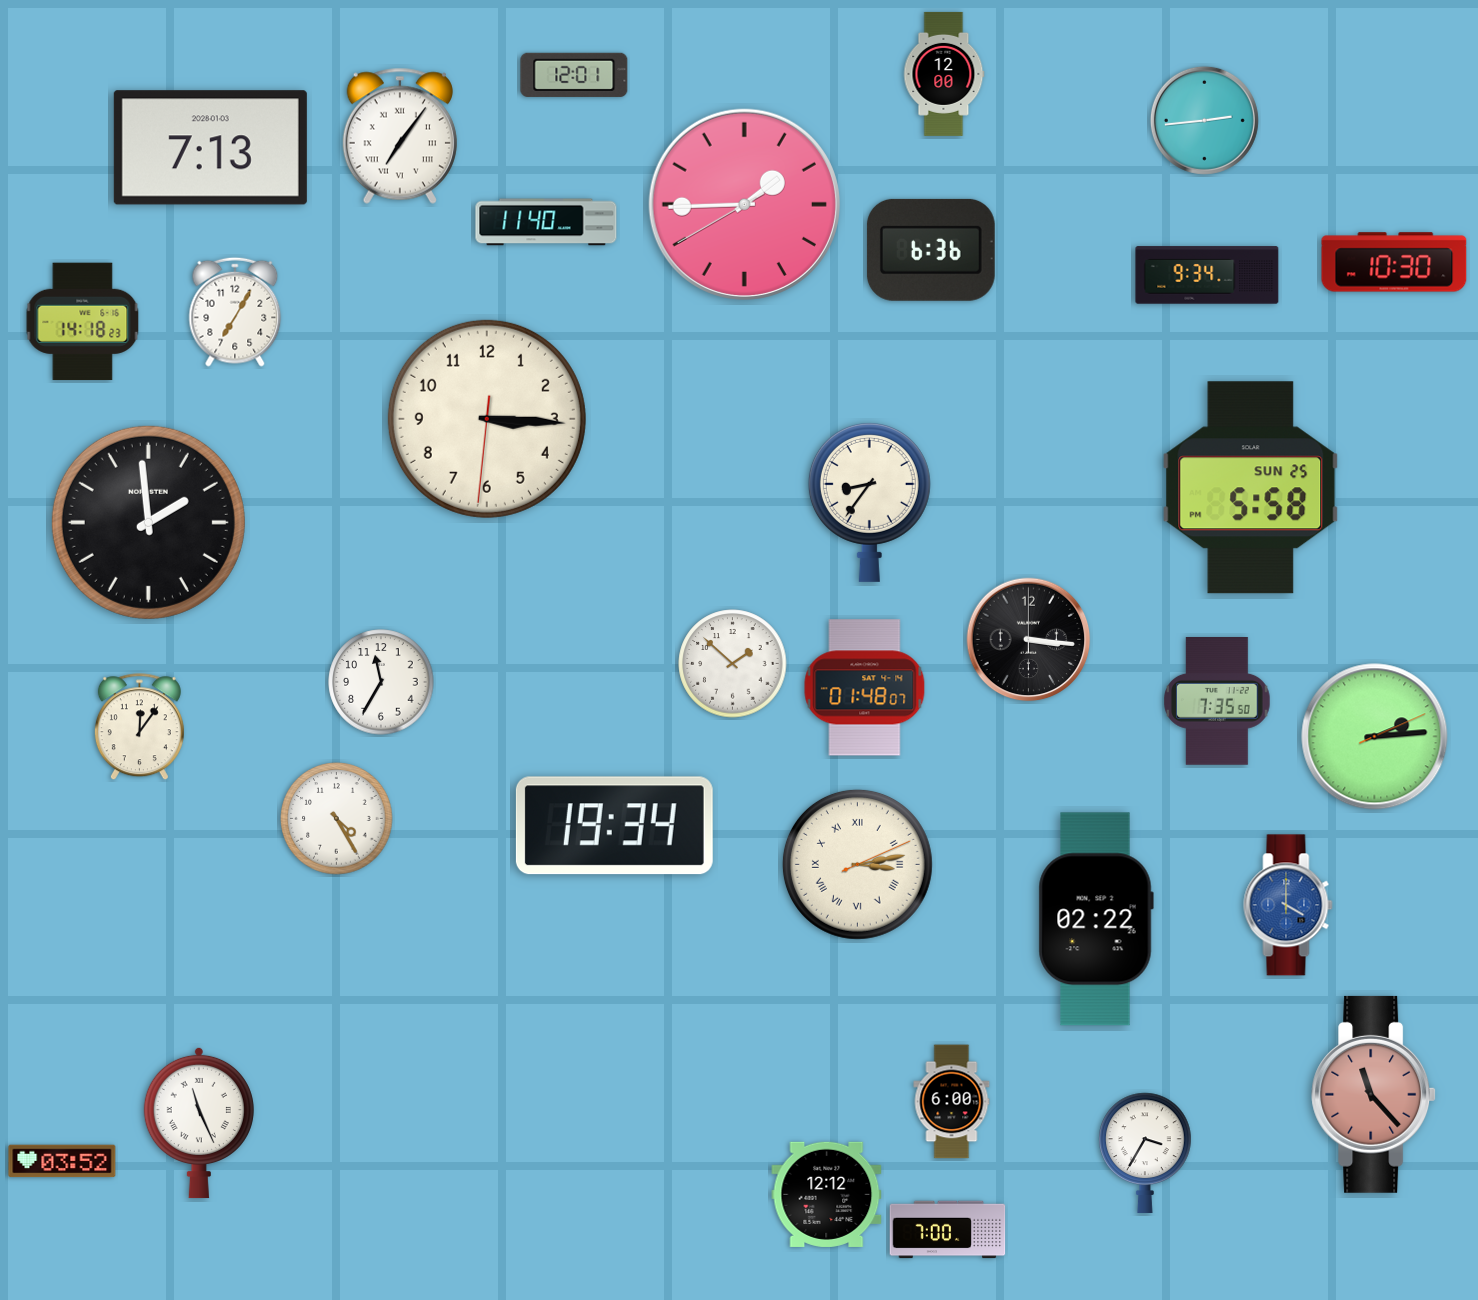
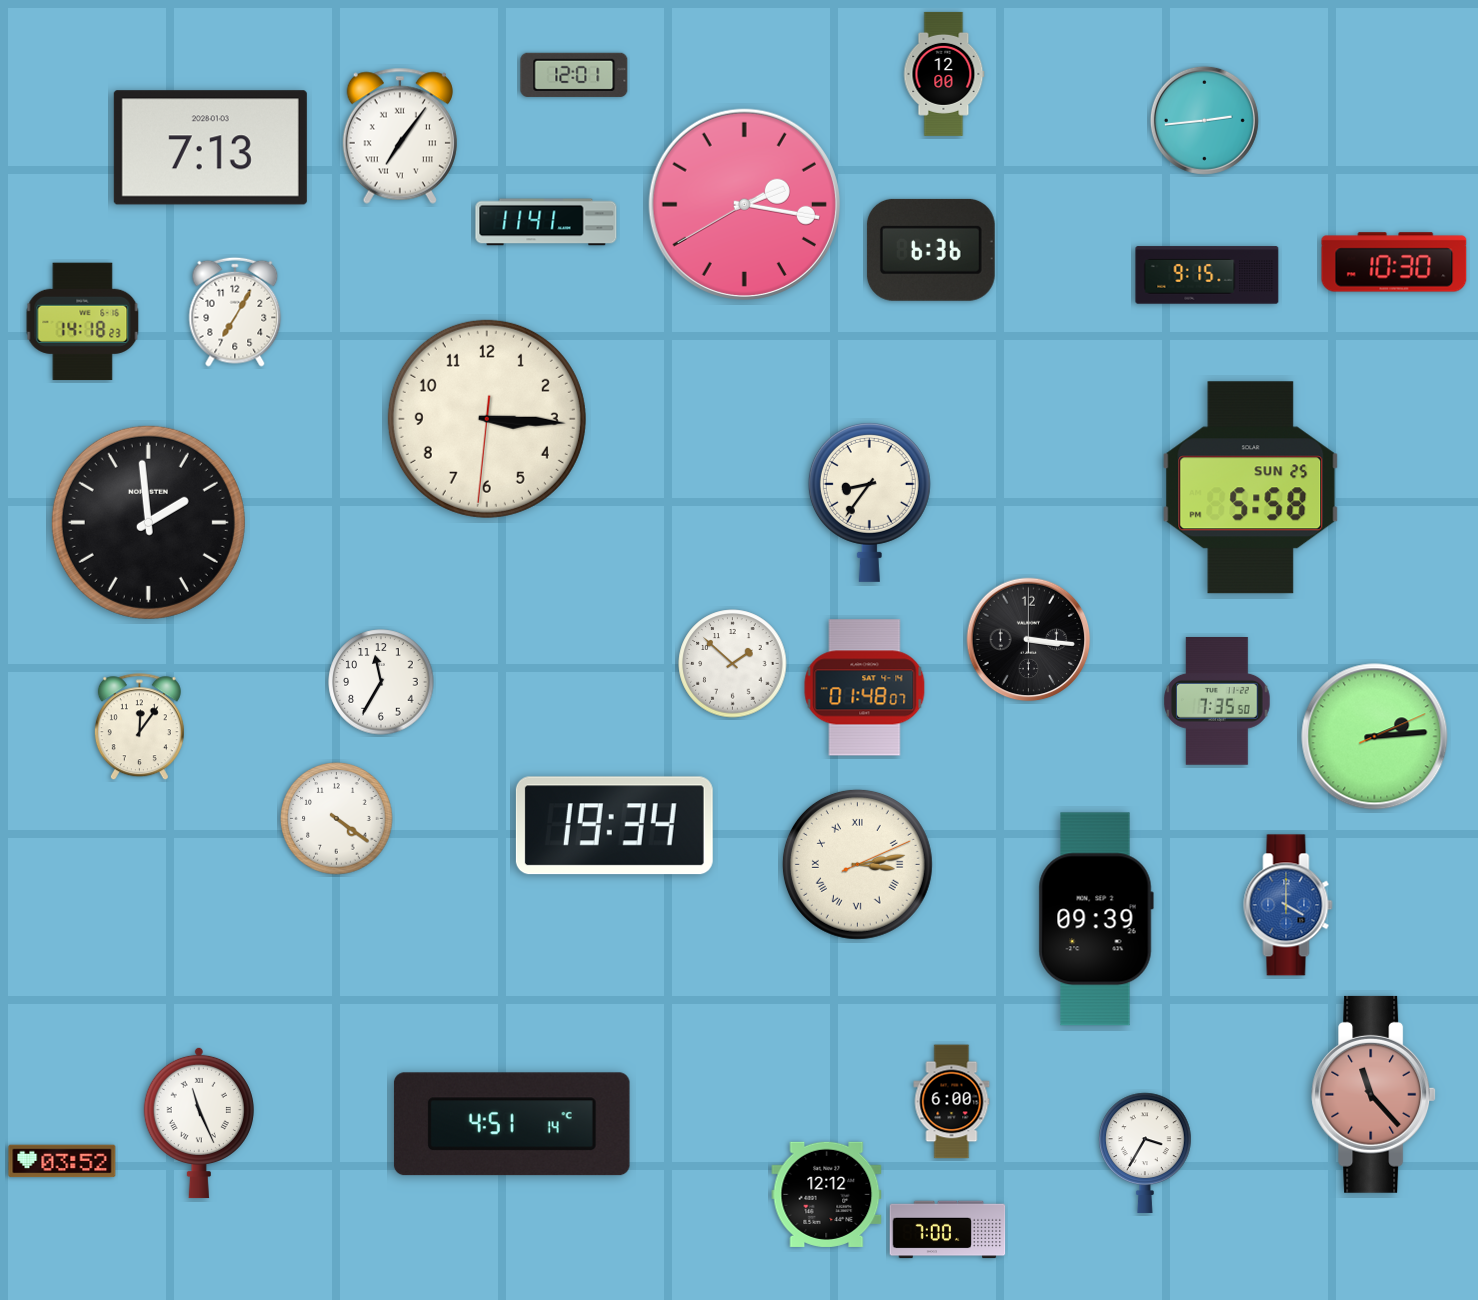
clock at (744, 204): 1:44 -> 2:16
clock at (546, 222): 11:40 -> 11:41
clock at (1207, 275): 9:34 -> 9:15
clock at (337, 819): 4:25 -> 4:21
clock at (1096, 919): 02:22 -> 09:39
clock at (512, 1124): none -> 4:51
